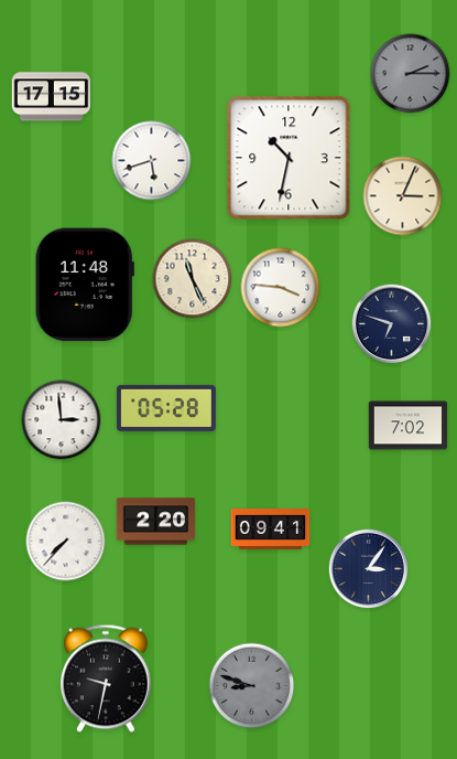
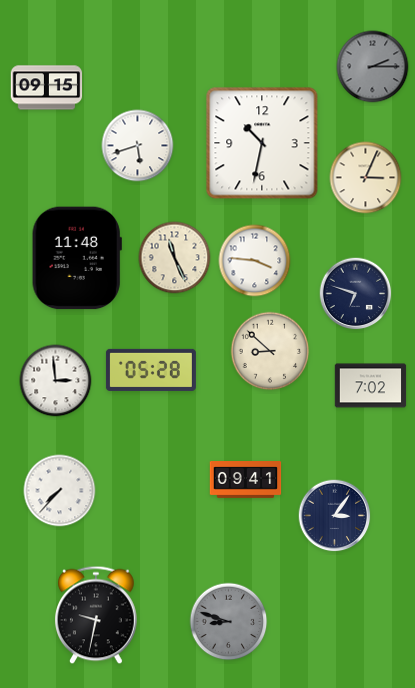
clock at (52, 97): 17:15 -> 09:15
clock at (193, 279) position: (193, 279) -> (175, 258)
clock at (270, 351): none -> 8:52
clock at (156, 522): 2:20 -> none
